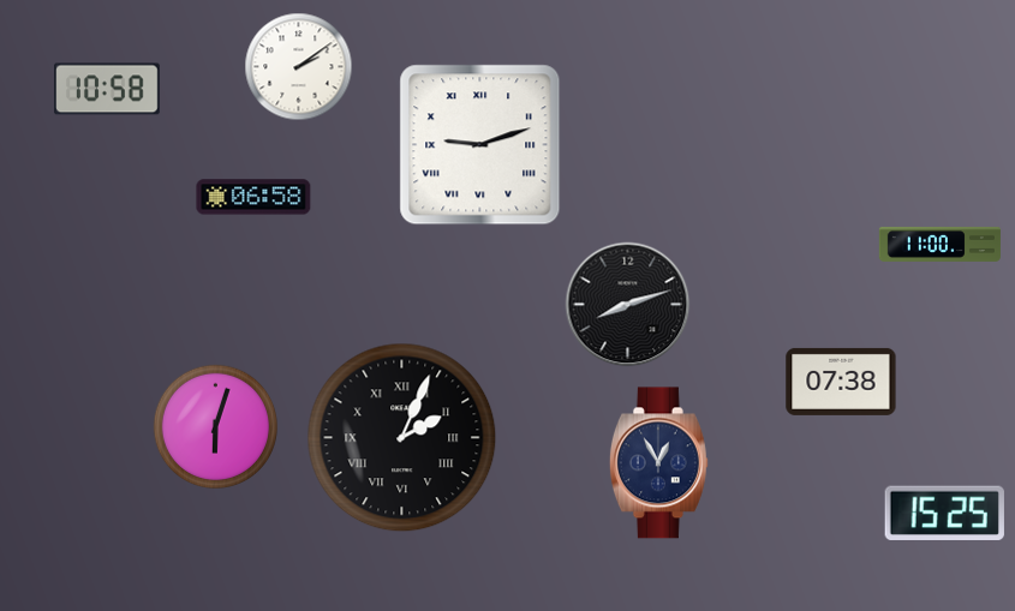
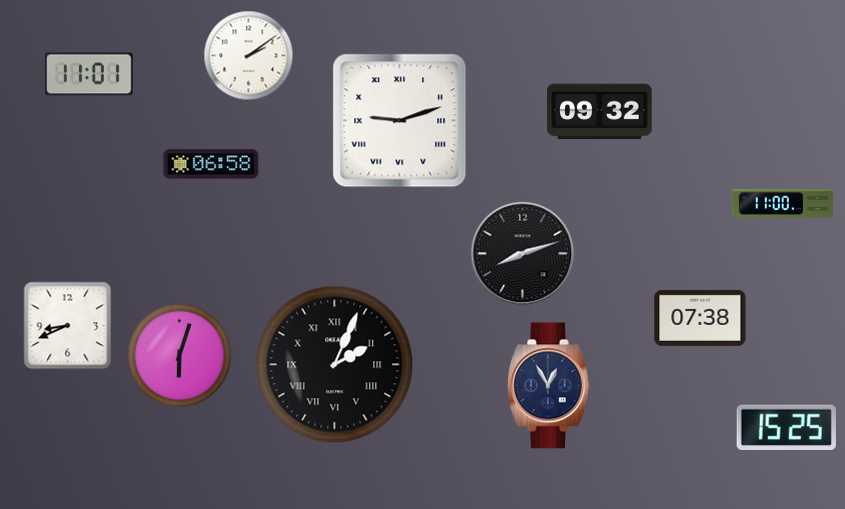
clock at (108, 89): 10:58 -> 11:01
clock at (600, 112): none -> 09:32
clock at (68, 326): none -> 8:41
